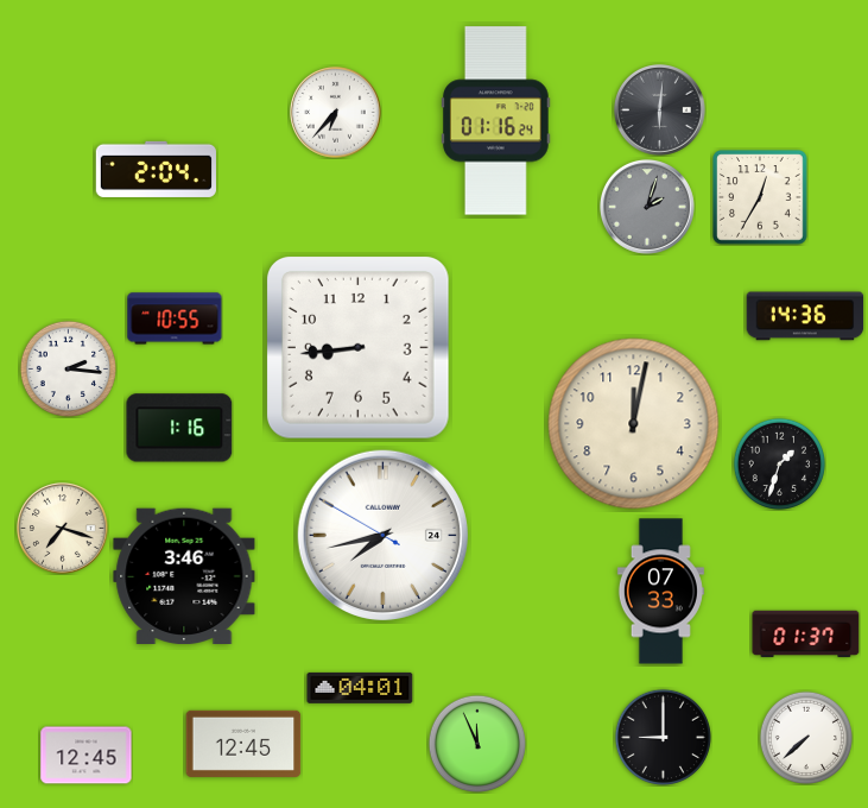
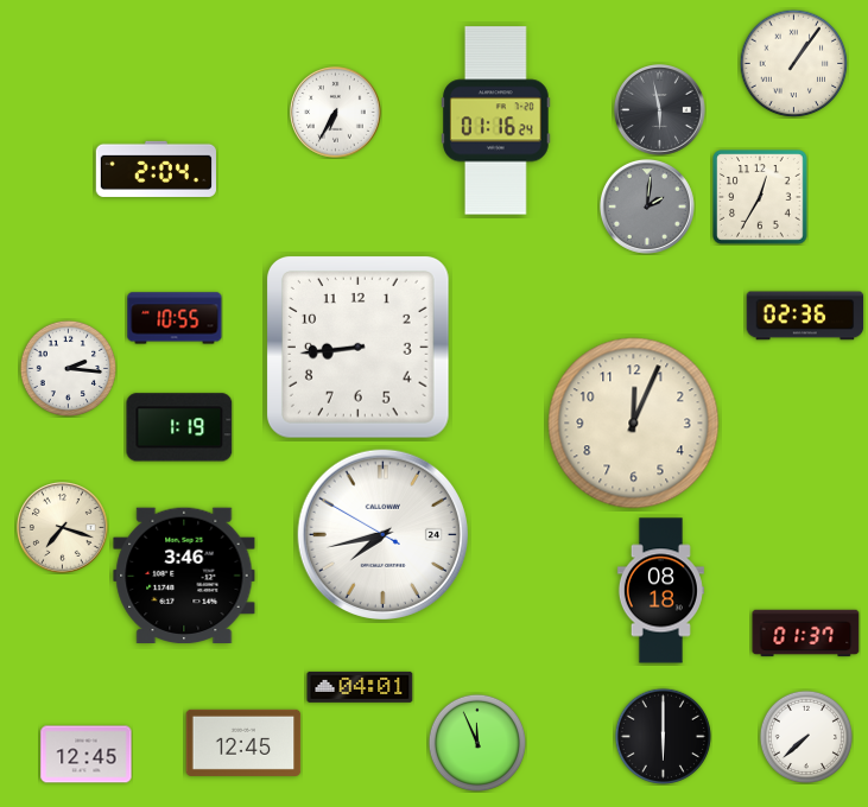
clock at (793, 63): none -> 1:06
clock at (660, 111): 6:01 -> 5:58
clock at (336, 113): 6:37 -> 6:35
clock at (647, 207): 2:03 -> 2:01
clock at (805, 316): 14:36 -> 02:36
clock at (634, 424): 12:02 -> 12:04
clock at (179, 428): 1:16 -> 1:19
clock at (779, 463): 1:33 -> none
clock at (660, 592): 07:33 -> 08:18
clock at (663, 737): 9:00 -> 6:00
